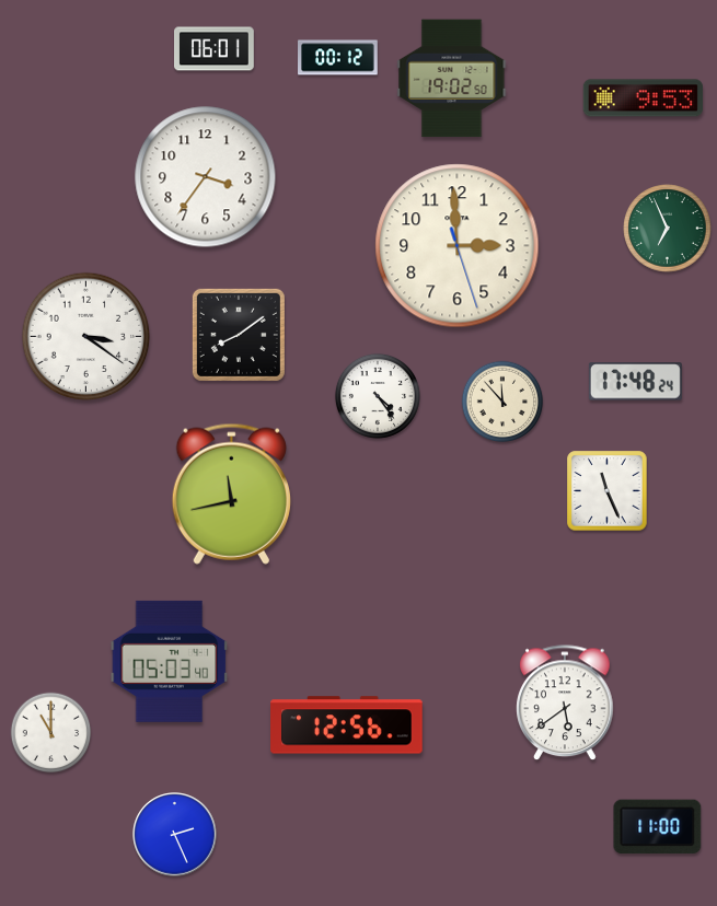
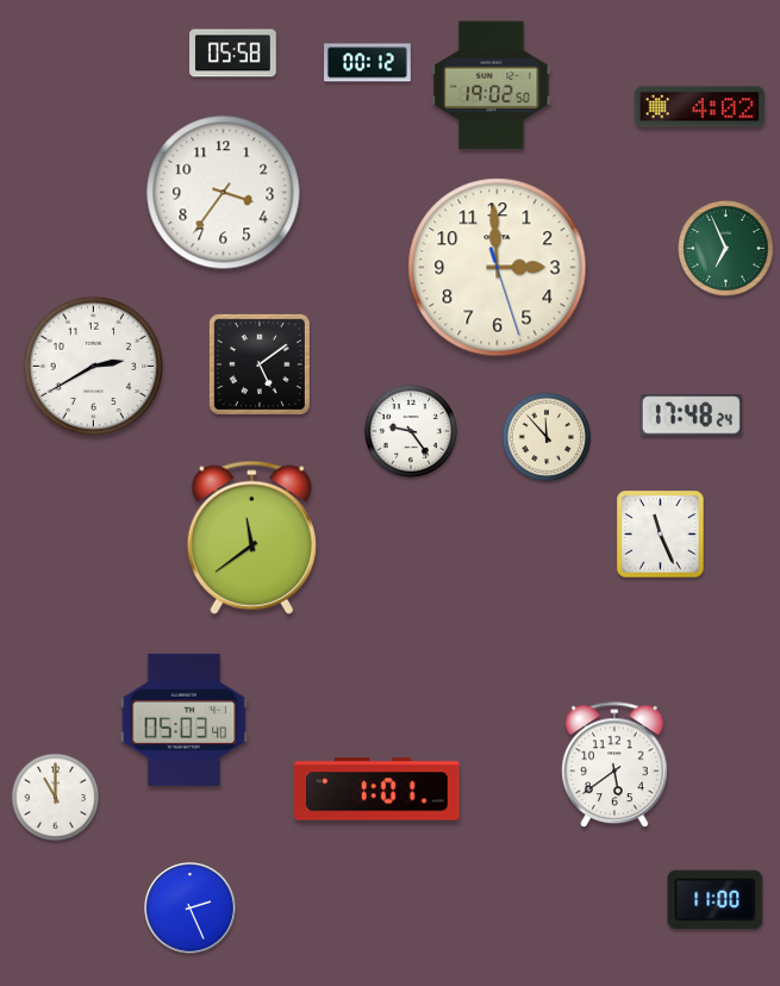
clock at (215, 49): 06:01 -> 05:58
clock at (643, 98): 9:53 -> 4:02
clock at (239, 335): 8:09 -> 5:09
clock at (86, 337): 3:21 -> 2:40
clock at (378, 396): 4:24 -> 9:24
clock at (231, 493): 11:43 -> 11:39
clock at (347, 725): 12:56 -> 1:01
